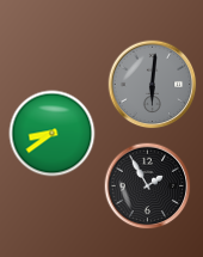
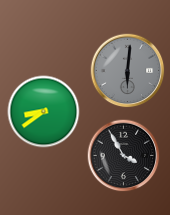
clock at (148, 186): 1:55 -> 3:55
